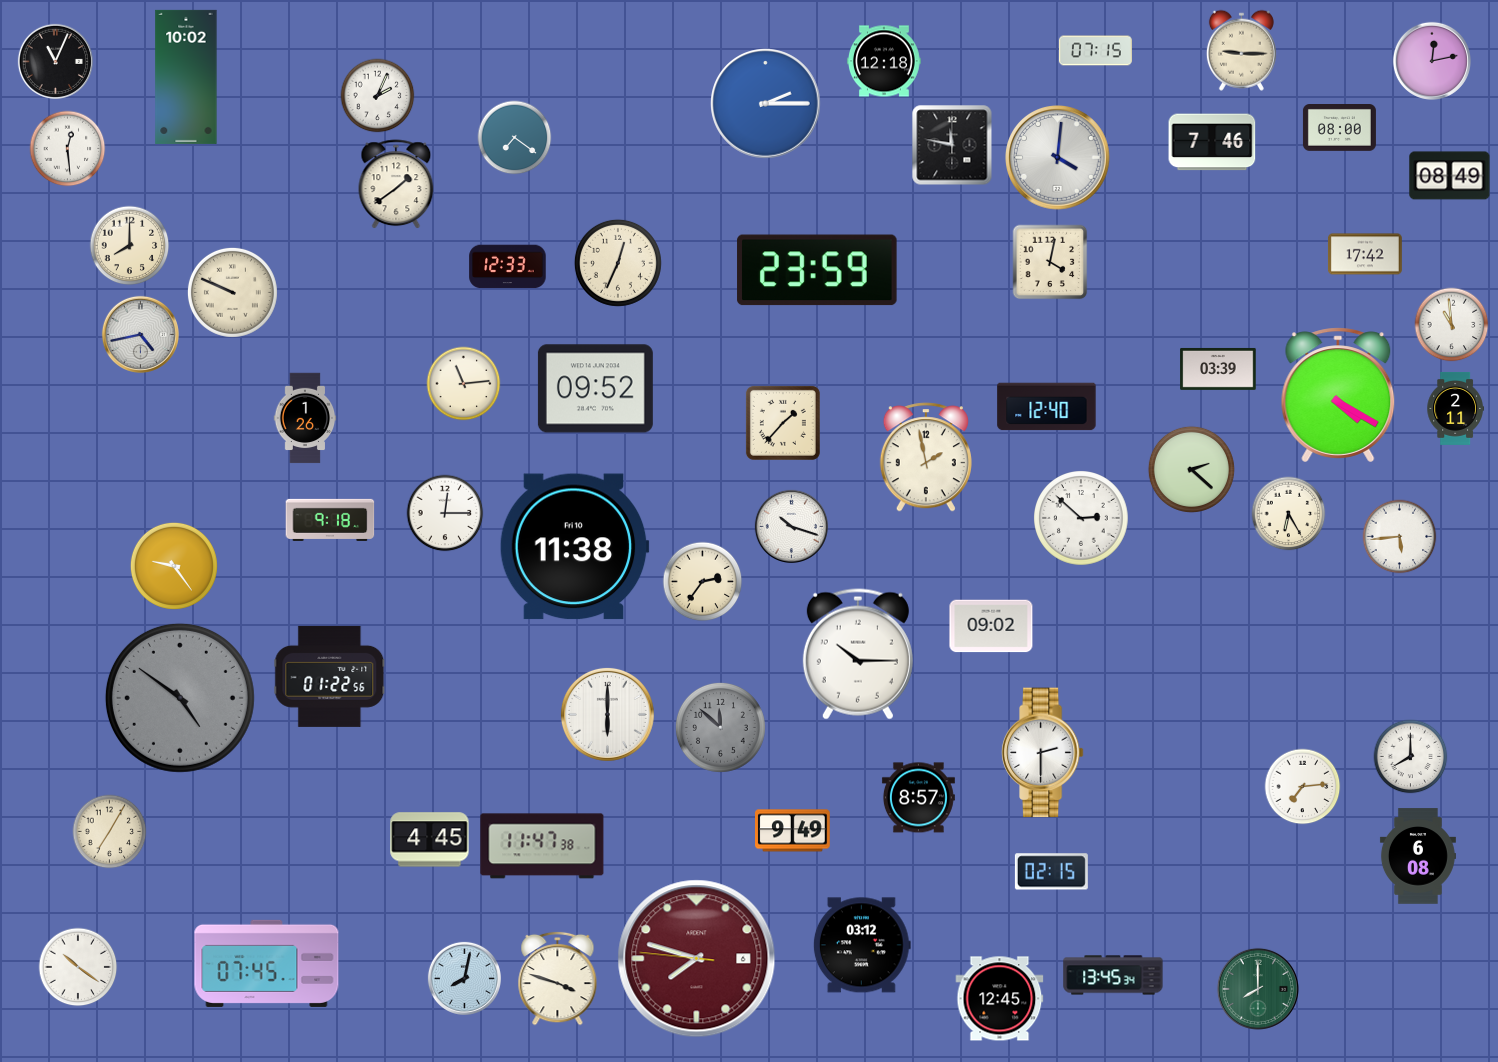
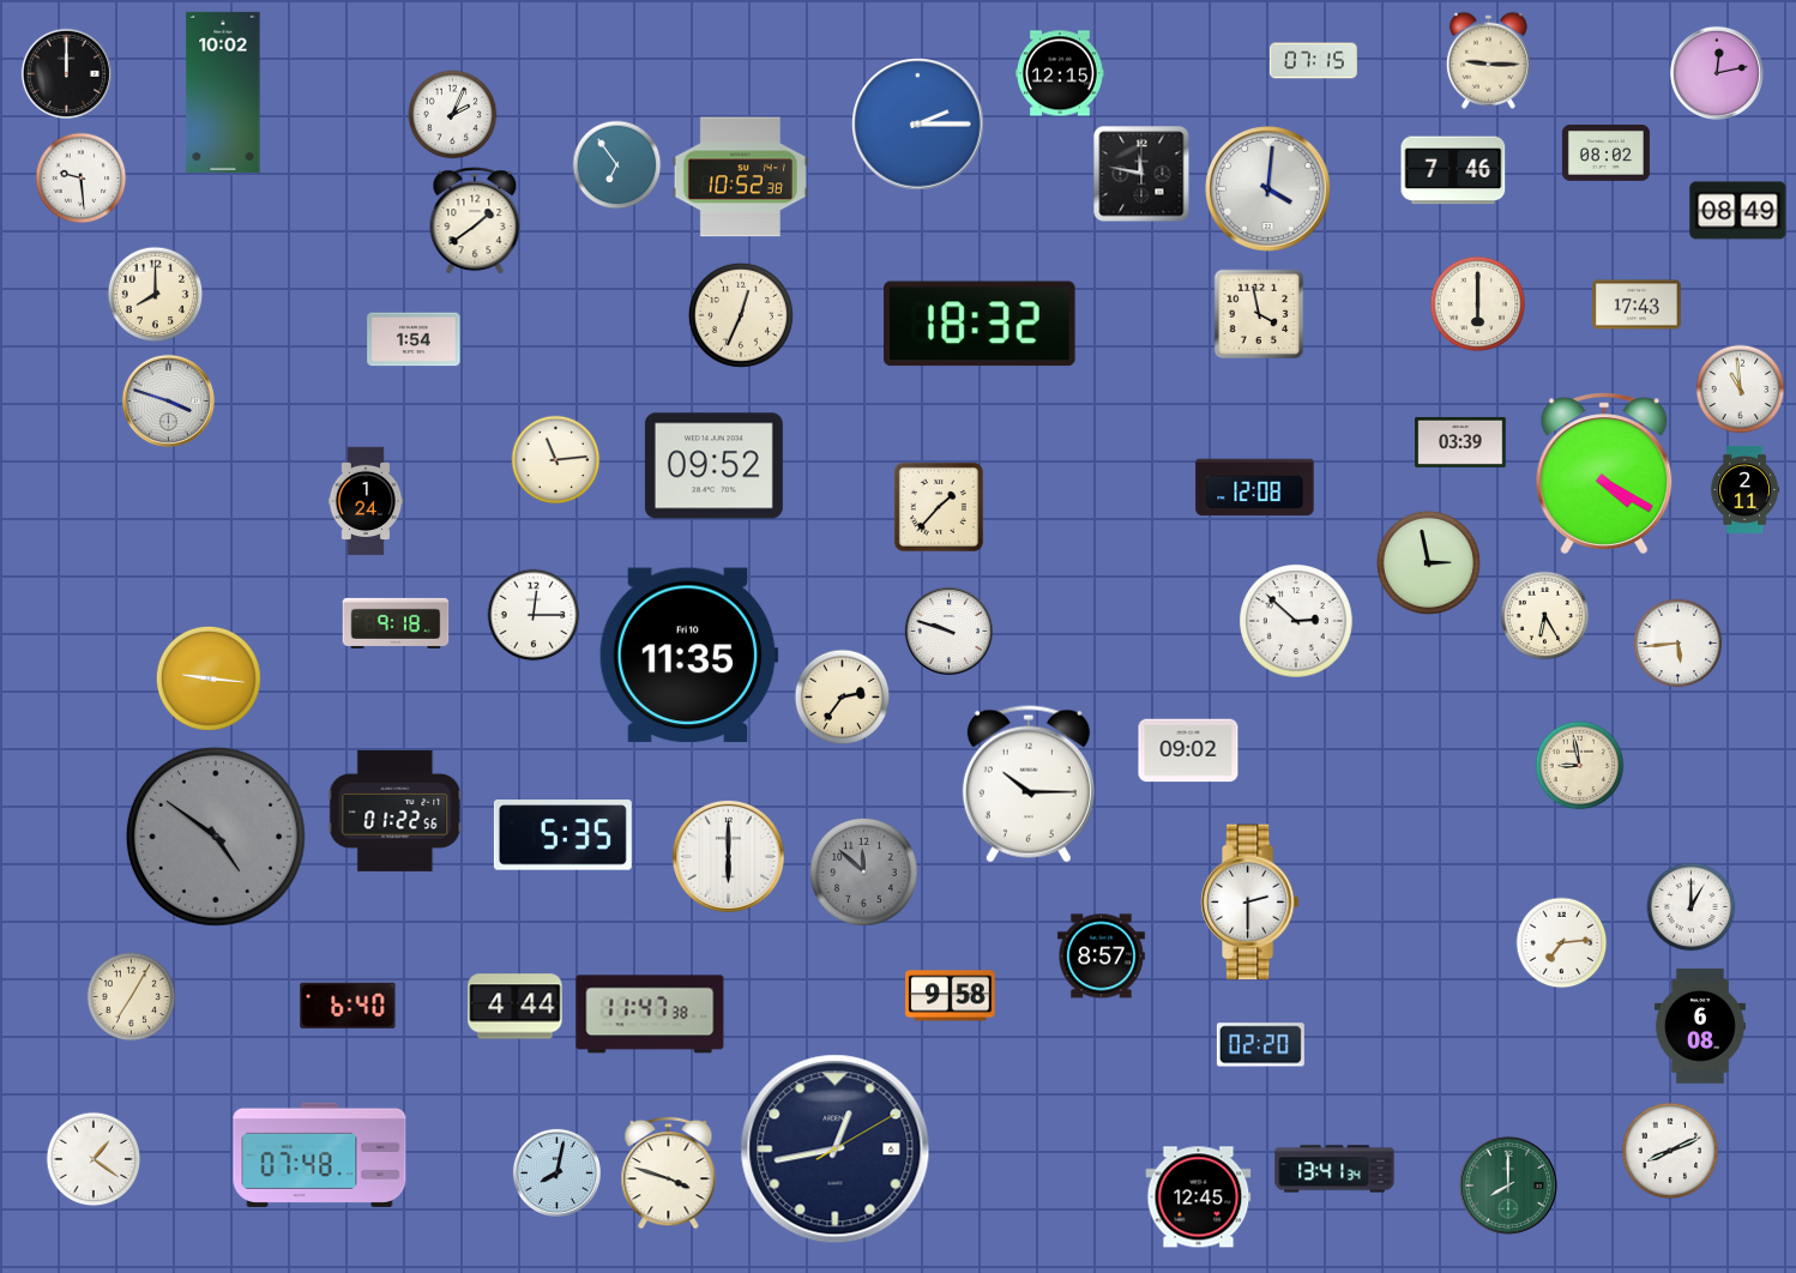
clock at (55, 61): 11:04 -> 12:00
clock at (884, 61): 12:18 -> 12:15
clock at (1339, 128): 08:00 -> 08:02
clock at (515, 138): 7:21 -> 6:54
clock at (740, 177): none -> 10:52
clock at (68, 149): 12:29 -> 9:29
clock at (1478, 304): none -> 6:00
clock at (1365, 254): 17:42 -> 17:43
clock at (1050, 262): 4:02 -> 3:58
clock at (508, 267): 12:33 -> none
clock at (817, 270): 23:59 -> 18:32
clock at (414, 339): none -> 1:54
clock at (232, 292): 9:49 -> none
clock at (140, 334): 4:43 -> 3:48
clock at (1047, 407): 12:40 -> 12:08
clock at (305, 418): 1:26 -> 1:24
clock at (926, 457): 1:58 -> none
clock at (1191, 469): 2:22 -> 2:58
clock at (791, 526): 10:18 -> 9:48
clock at (574, 547): 11:38 -> 11:35
clock at (174, 566): 9:24 -> 9:16
clock at (1580, 766): none -> 8:58
clock at (562, 835): none -> 5:35
clock at (1411, 757): 8:00 -> 1:00
clock at (793, 831): 9:49 -> 9:58
clock at (348, 1006): none -> 6:40
clock at (430, 840): 4:45 -> 4:44
clock at (1051, 872): 02:15 -> 02:20
clock at (862, 945): 03:12 -> none
clock at (697, 959): 7:47 -> 12:43
clock at (697, 959) dial: burgundy -> navy
clock at (1670, 1151): none -> 8:11
clock at (267, 963): 07:45 -> 07:48
clock at (78, 967): 10:21 -> 1:21
clock at (1113, 975): 13:45 -> 13:41
